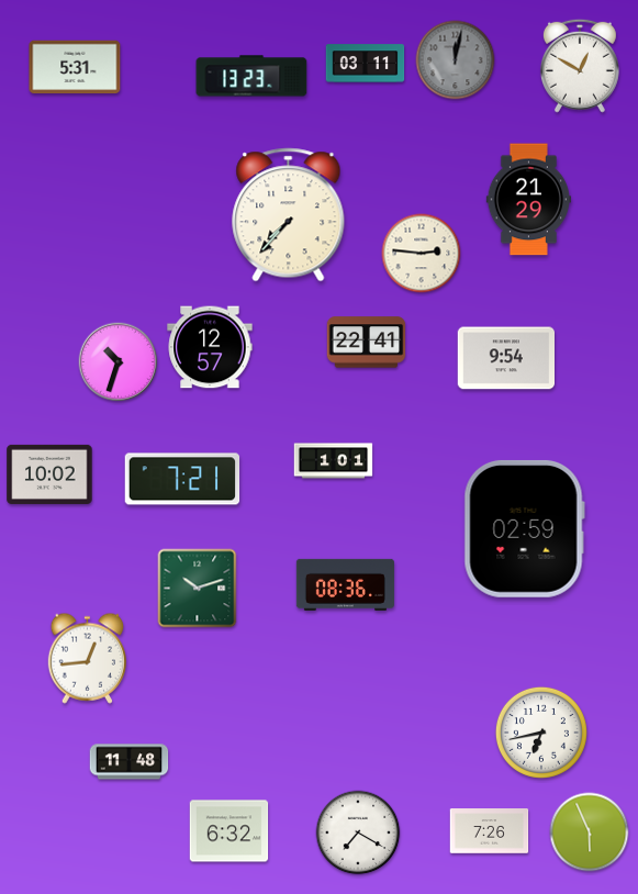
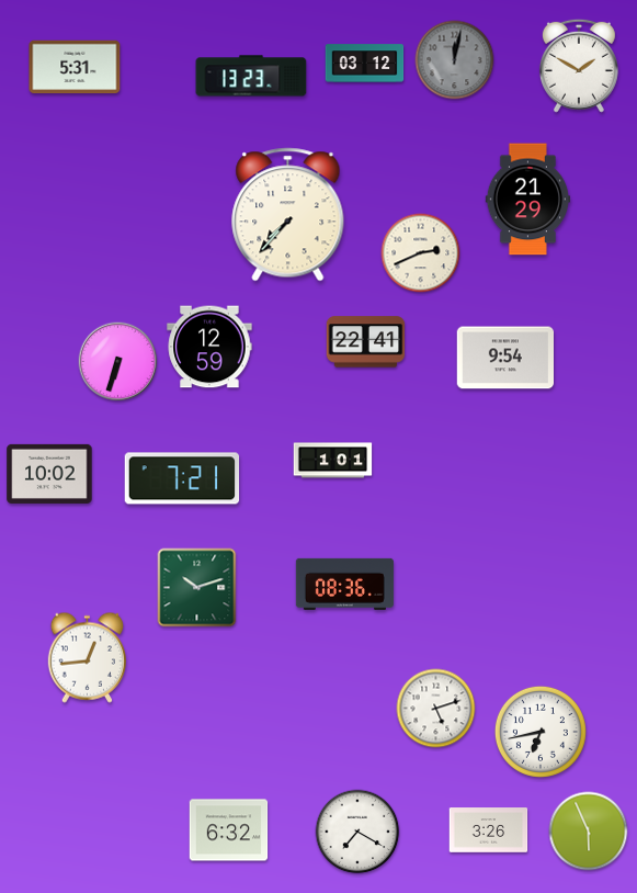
clock at (366, 64): 03:11 -> 03:12
clock at (580, 66): 12:50 -> 1:50
clock at (422, 254): 2:46 -> 2:41
clock at (210, 347): 12:57 -> 12:59
clock at (119, 362): 10:33 -> 6:33
clock at (524, 528): 02:59 -> none
clock at (436, 709): none -> 5:12
clock at (130, 762): 11:48 -> none
clock at (490, 831): 7:26 -> 3:26
